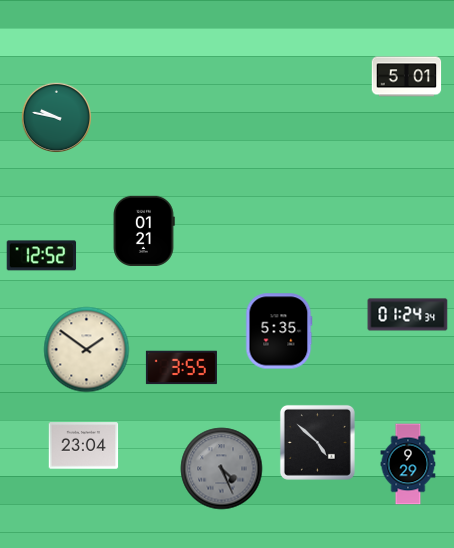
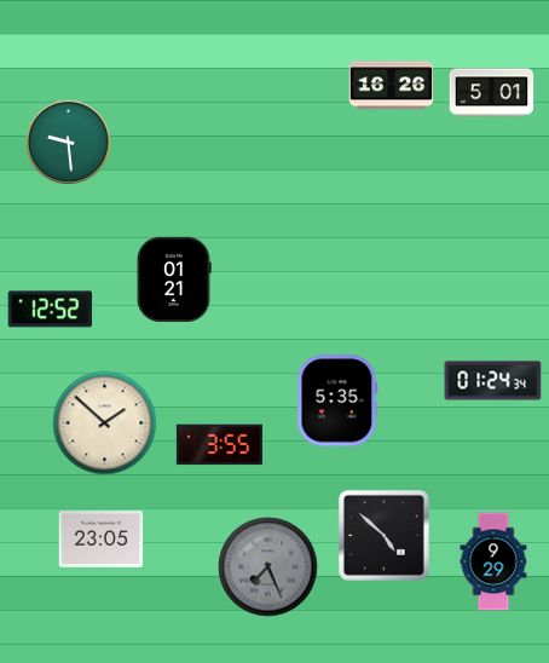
clock at (392, 86): none -> 16:26
clock at (56, 117): 9:47 -> 9:29
clock at (87, 350): 1:51 -> 1:52
clock at (84, 446): 23:04 -> 23:05
clock at (222, 469): 4:26 -> 7:26
